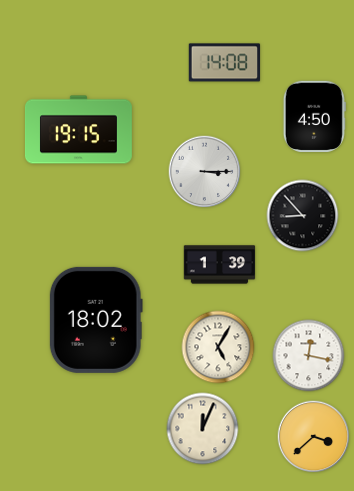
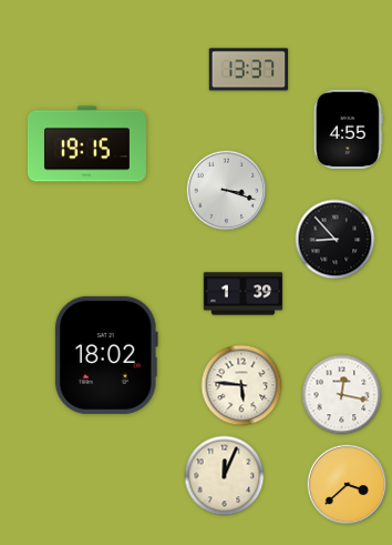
clock at (225, 63): 14:08 -> 13:37
clock at (314, 117): 4:50 -> 4:55
clock at (205, 172): 3:15 -> 3:18
clock at (218, 347): 5:05 -> 5:46
